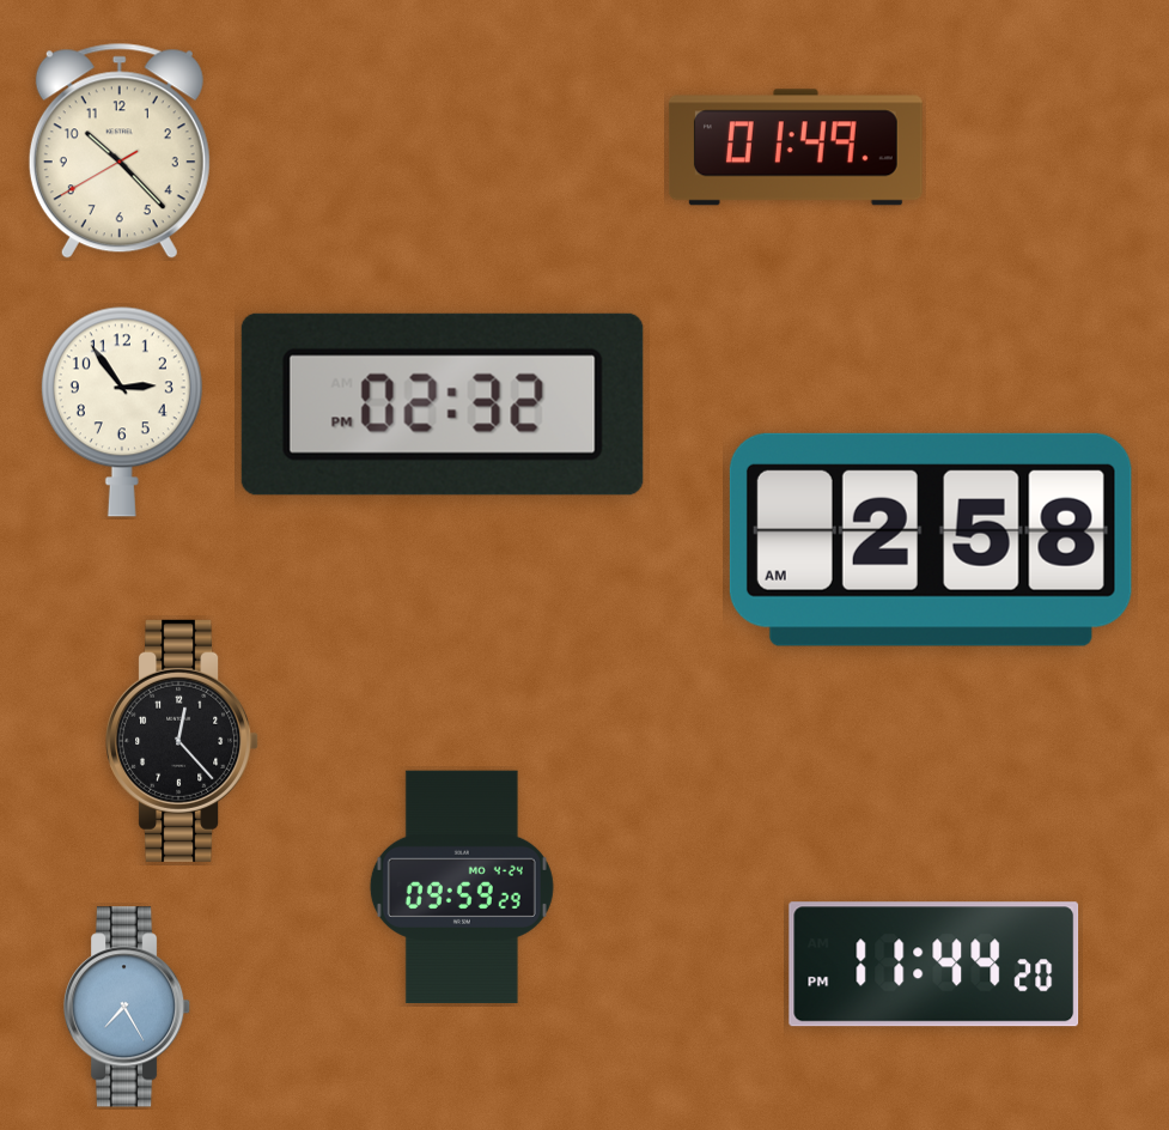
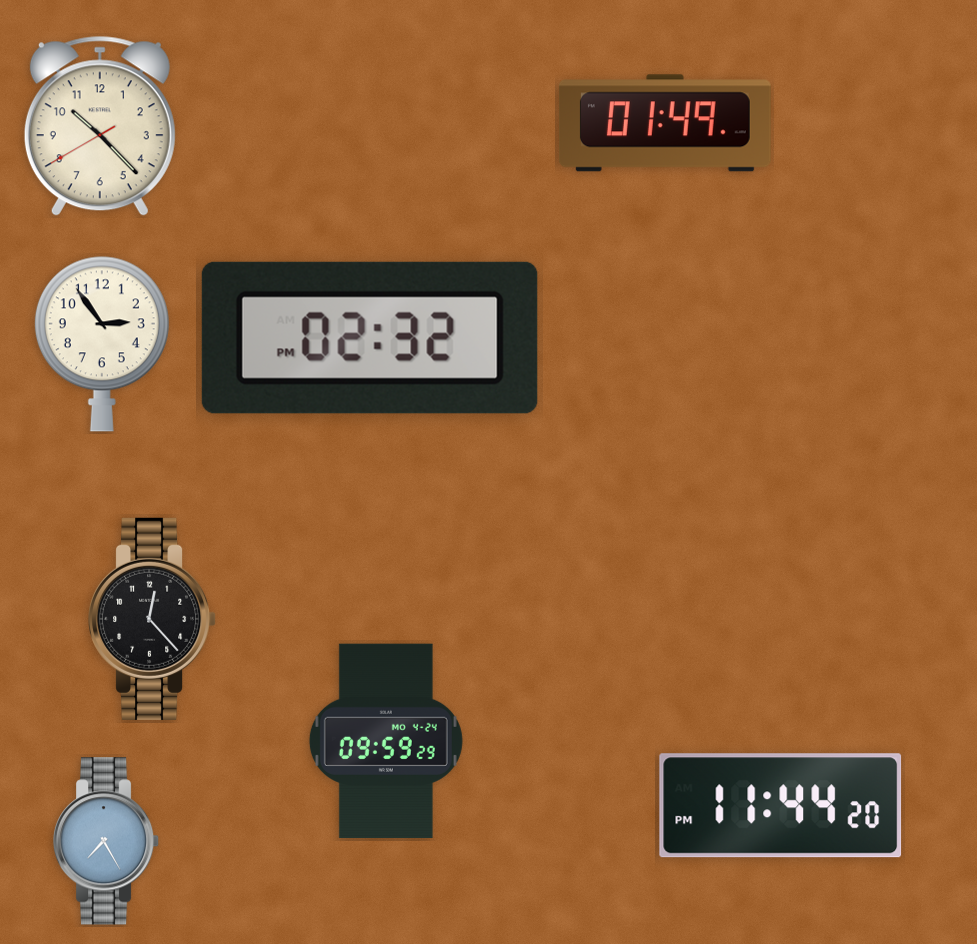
clock at (931, 540): 2:58 -> none
